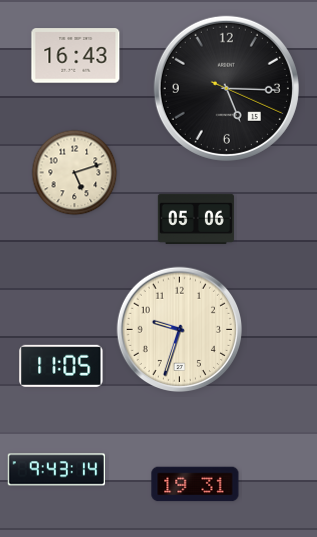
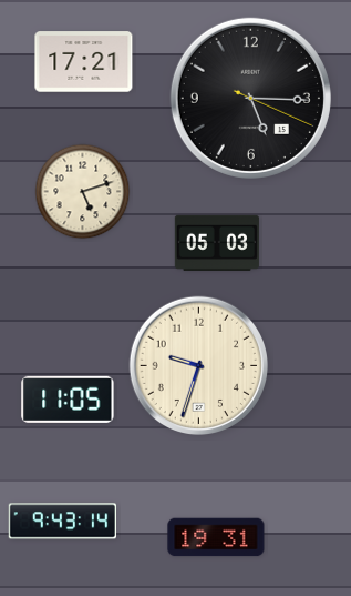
clock at (76, 56): 16:43 -> 17:21
clock at (196, 219): 05:06 -> 05:03
clock at (61, 366) position: (61, 366) -> (68, 400)
